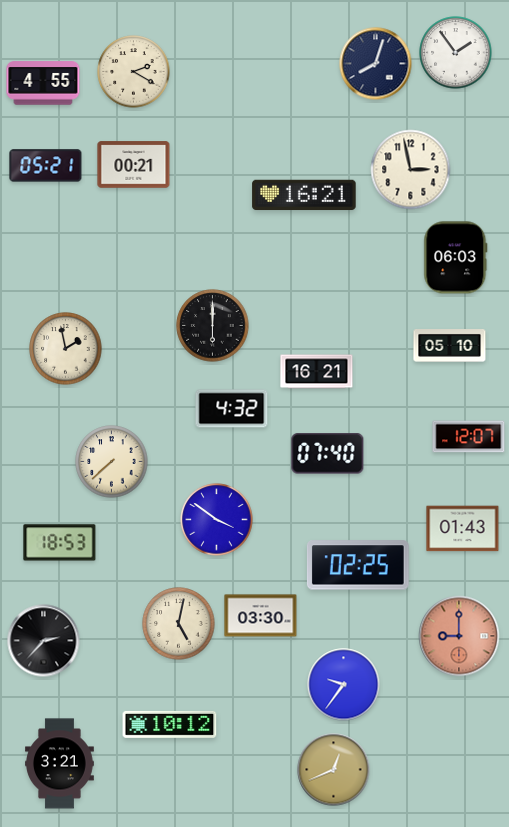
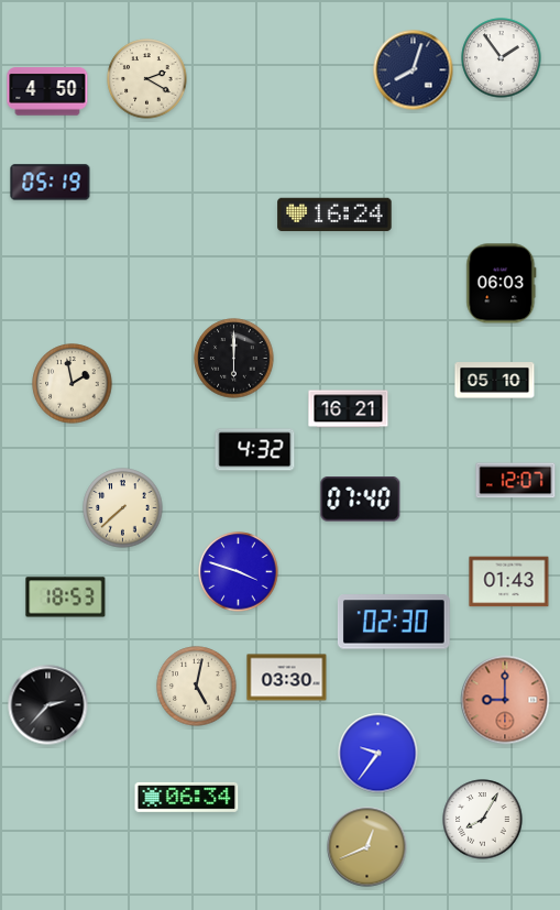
clock at (43, 83): 4:55 -> 4:50
clock at (134, 165): 00:21 -> none
clock at (46, 166): 05:21 -> 05:19
clock at (411, 170): 2:58 -> none
clock at (304, 195): 16:21 -> 16:24
clock at (217, 520): 3:51 -> 3:48
clock at (358, 565): 02:25 -> 02:30
clock at (170, 724): 10:12 -> 06:34
clock at (483, 820): none -> 8:05
clock at (60, 764): 3:21 -> none
